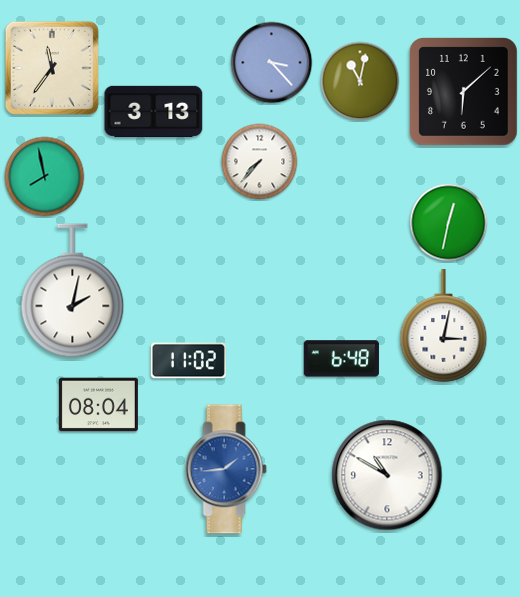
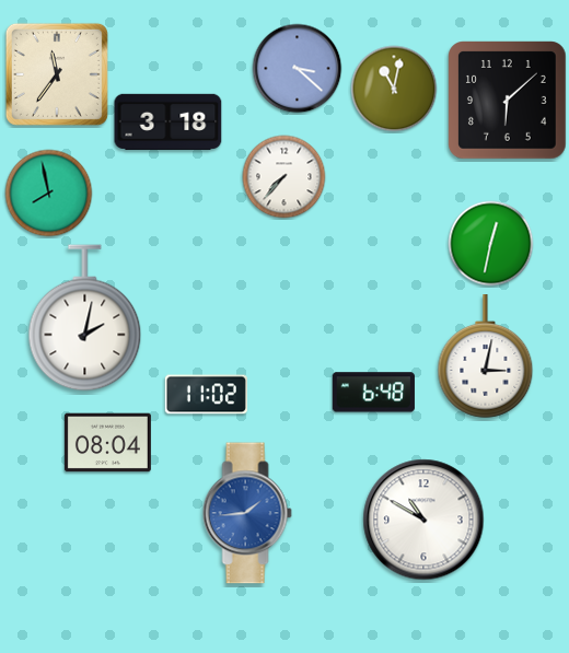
clock at (272, 63): 3:23 -> 3:22
clock at (154, 111): 3:13 -> 3:18
clock at (73, 291) position: (73, 291) -> (85, 318)
